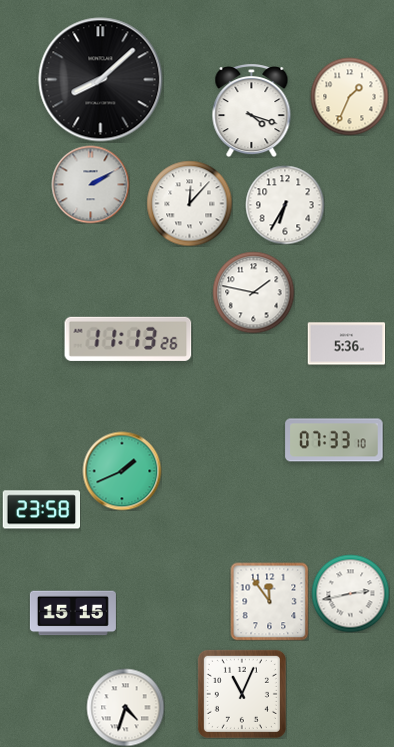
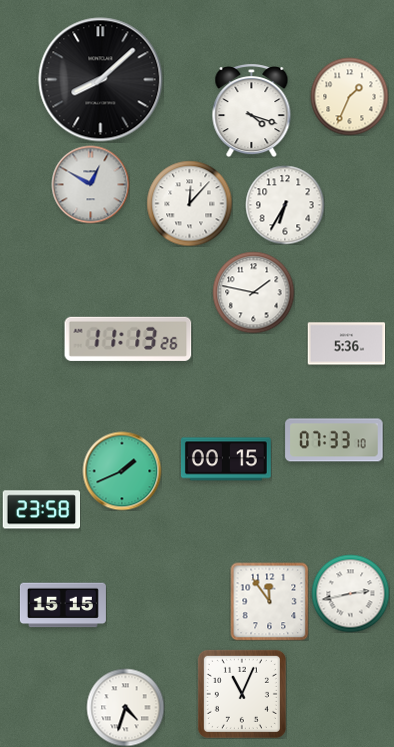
clock at (90, 184): 2:10 -> 12:50
clock at (226, 459): none -> 00:15
clock at (73, 613) position: (73, 613) -> (63, 605)
